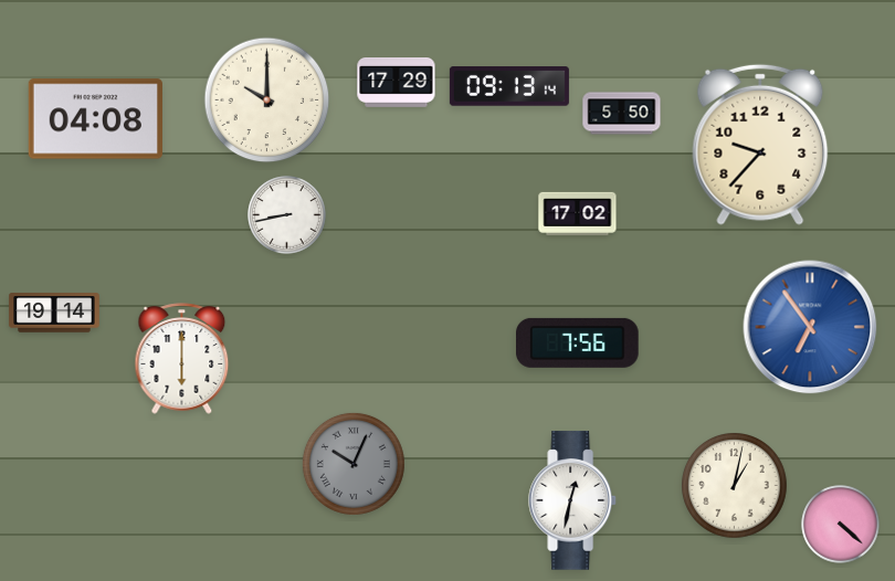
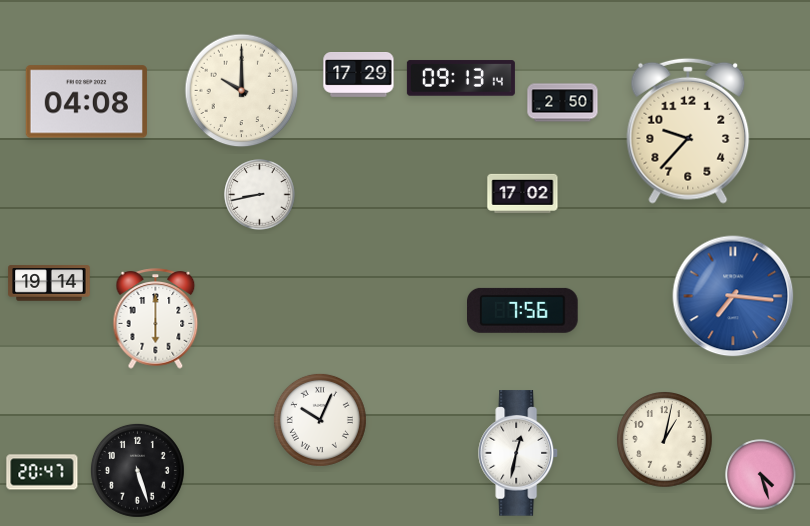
clock at (622, 114): 5:50 -> 2:50
clock at (95, 119) position: (95, 119) -> (86, 102)
clock at (810, 327): 6:54 -> 7:16
clock at (182, 359) position: (182, 359) -> (156, 319)
clock at (354, 464) dial: grey -> white
clock at (137, 470): none -> 5:27
clock at (42, 472): none -> 20:47
clock at (841, 525): 4:22 -> 4:27
